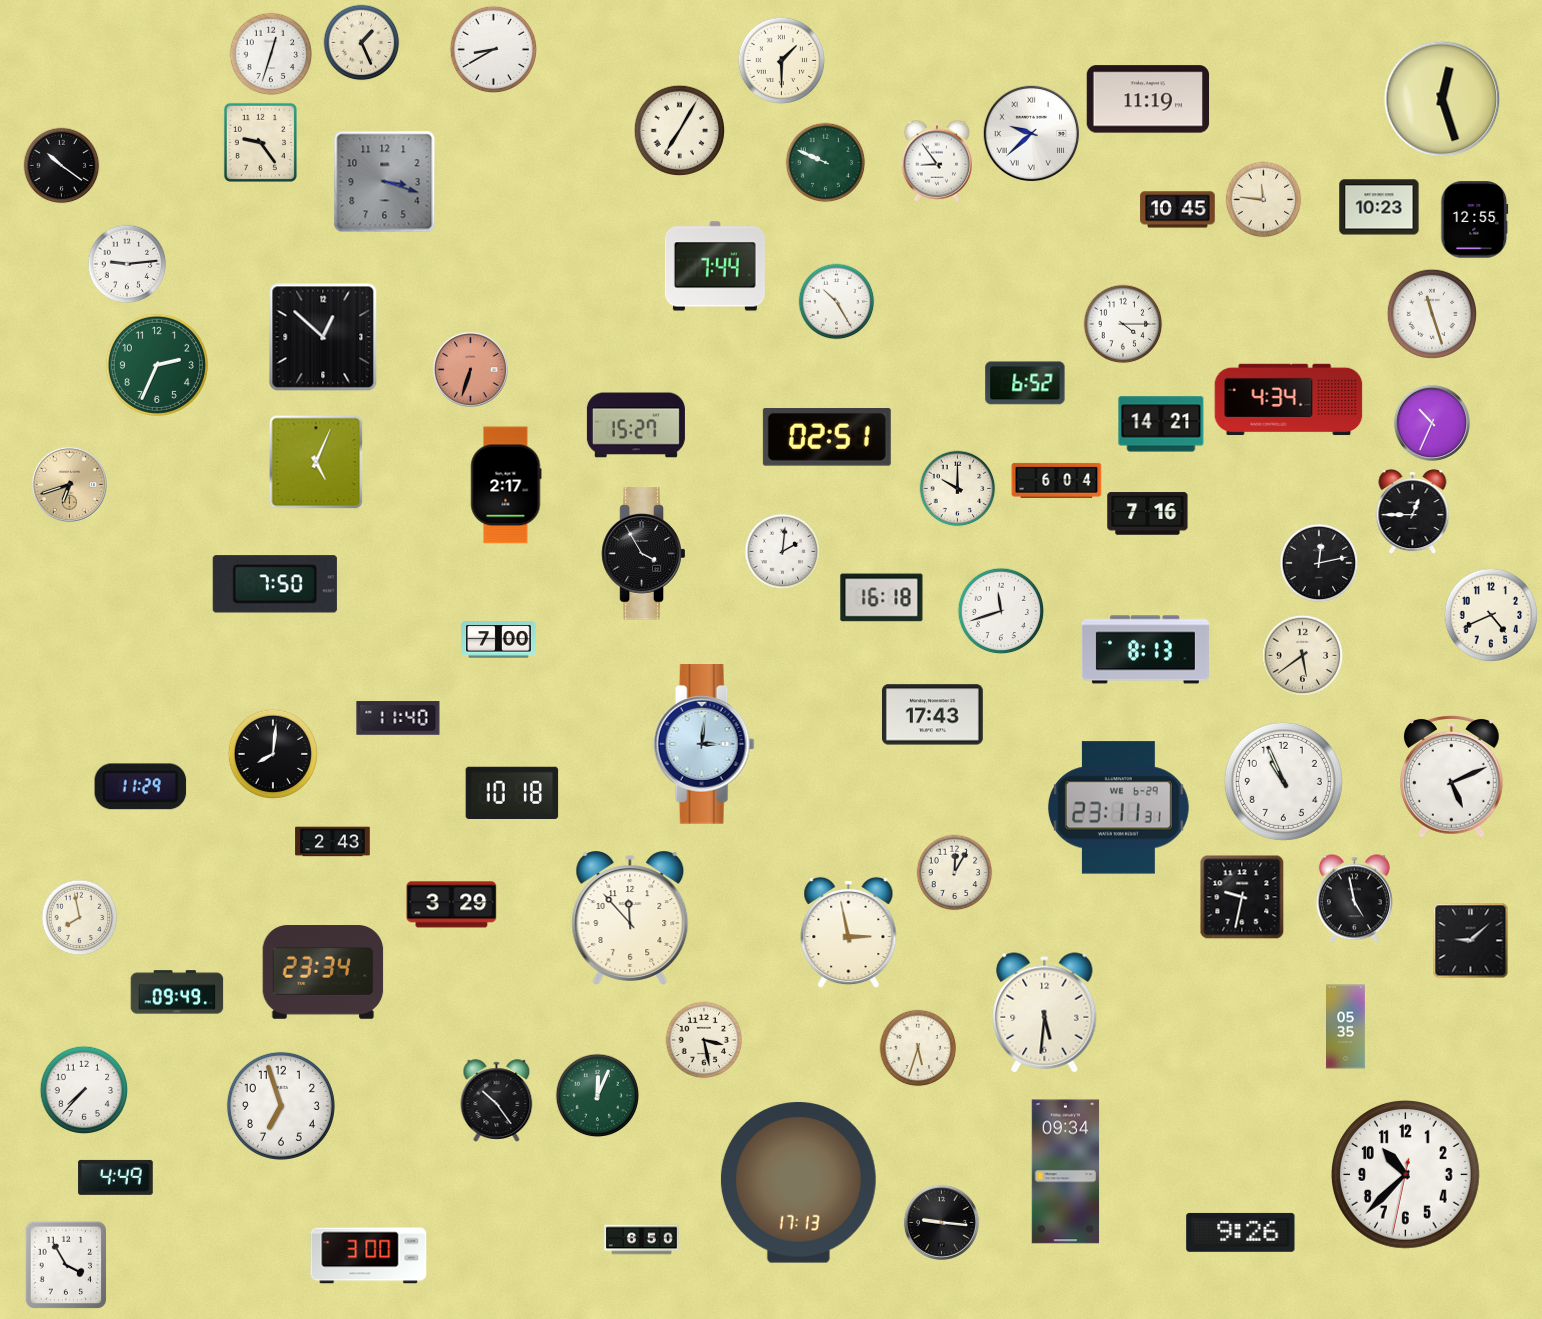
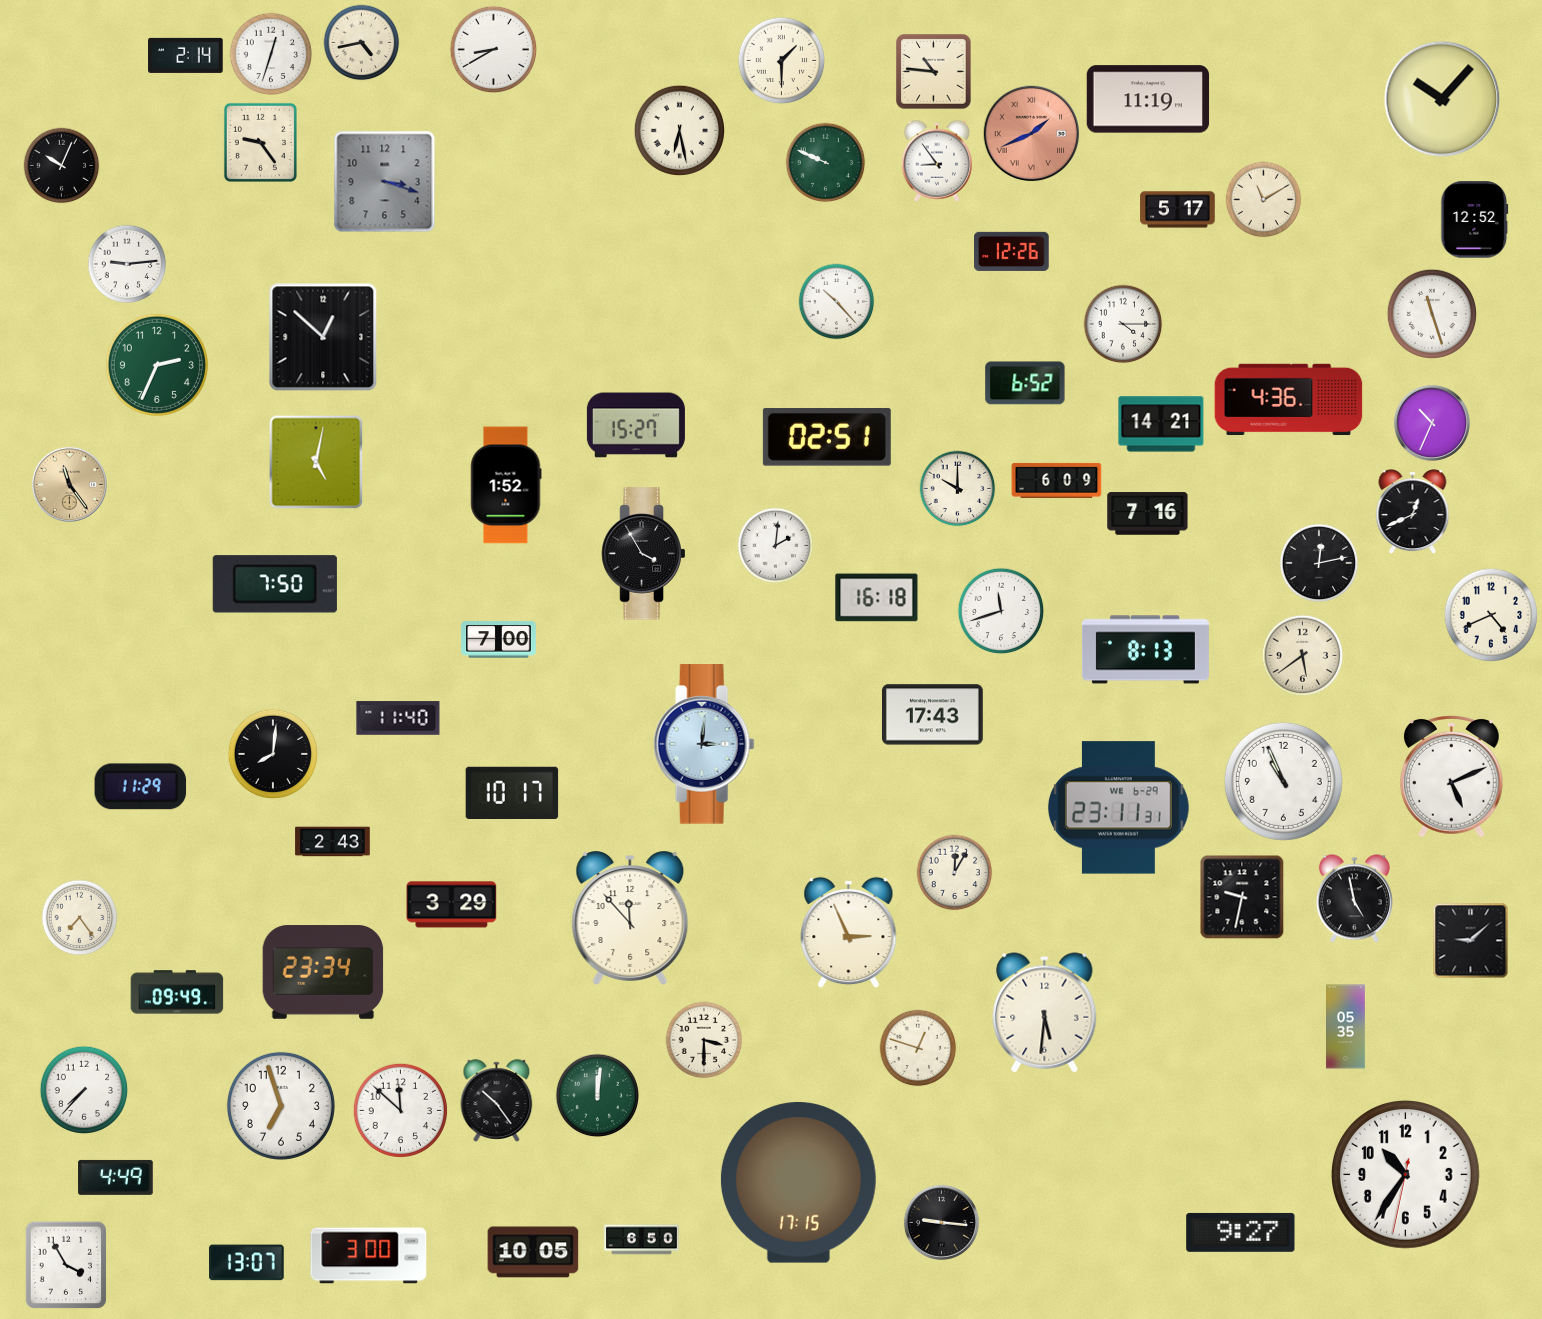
clock at (362, 43): 1:26 -> 4:43
clock at (186, 55): none -> 2:14
clock at (934, 72): none -> 10:46
clock at (1442, 99): 12:27 -> 10:07
clock at (679, 130): 7:05 -> 6:28
clock at (1032, 134): 9:38 -> 1:41
clock at (1032, 134) dial: white -> salmon
clock at (62, 166): 10:21 -> 10:04
clock at (1264, 200): 11:46 -> 11:10
clock at (1379, 207): 10:23 -> none
clock at (1178, 210): 10:45 -> 5:17
clock at (1475, 220): 12:55 -> 12:52
clock at (1012, 251): none -> 12:26
clock at (715, 266): 7:44 -> none
clock at (837, 302): 10:25 -> 10:23
clock at (470, 369): 6:33 -> none
clock at (1289, 400): 4:34 -> 4:36
clock at (316, 462): 5:04 -> 5:02
clock at (1057, 480): 6:04 -> 6:09
clock at (69, 484): 6:42 -> 11:24
clock at (506, 485): 2:17 -> 1:52
clock at (1413, 512): 12:45 -> 12:41
clock at (783, 552) position: (783, 552) -> (776, 546)
clock at (882, 598) position: (882, 598) -> (877, 598)
clock at (512, 793): 10:18 -> 10:17
clock at (80, 918): 7:58 -> 7:24
clock at (849, 933): 2:58 -> 2:56
clock at (704, 1040): 3:28 -> 3:30
clock at (918, 1048): 5:33 -> 12:48
clock at (598, 1096): 12:04 -> 12:01
clock at (400, 1110): none -> 11:52
clock at (1066, 1172): 09:34 -> none
clock at (1406, 1175): 10:37 -> 10:35
clock at (798, 1183): 17:13 -> 17:15
clock at (1241, 1232): 9:26 -> 9:27
clock at (533, 1252): none -> 10:05
clock at (247, 1263): none -> 13:07
